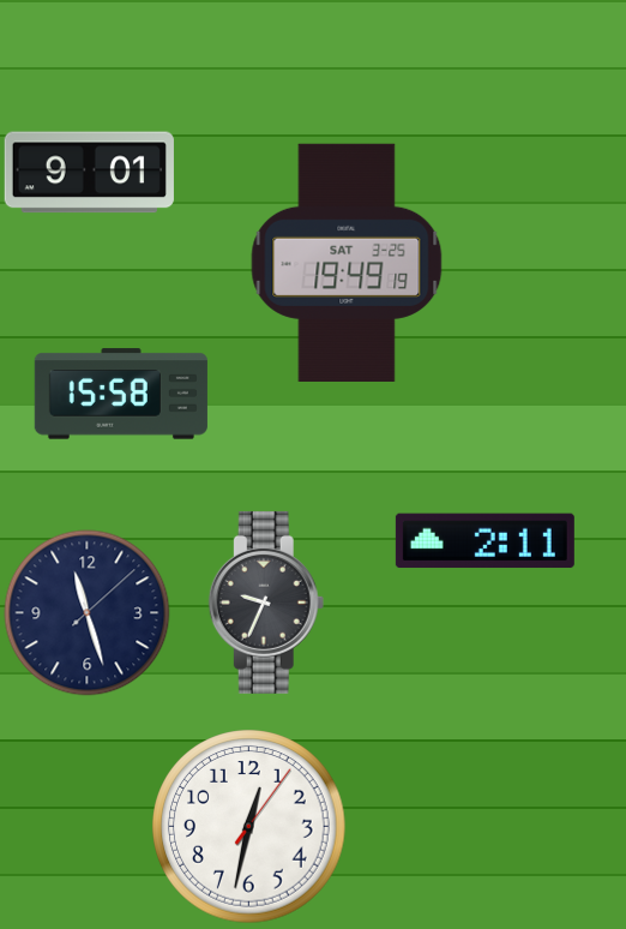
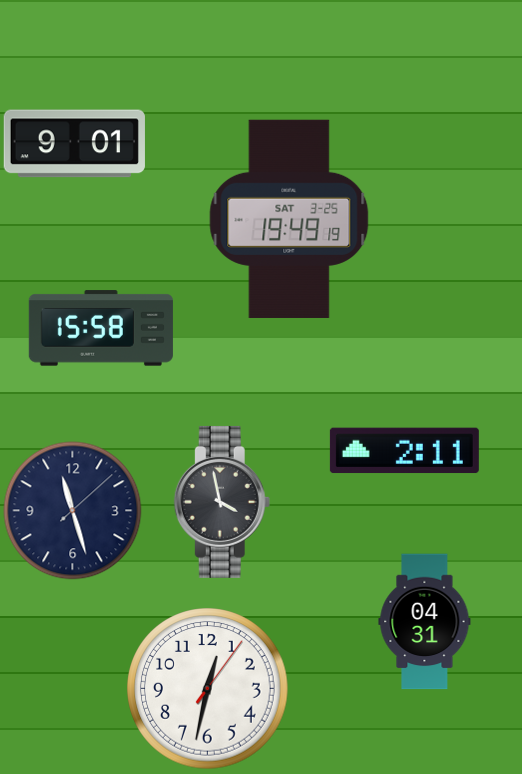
clock at (266, 603): 9:34 -> 3:58
clock at (425, 622): none -> 04:31
